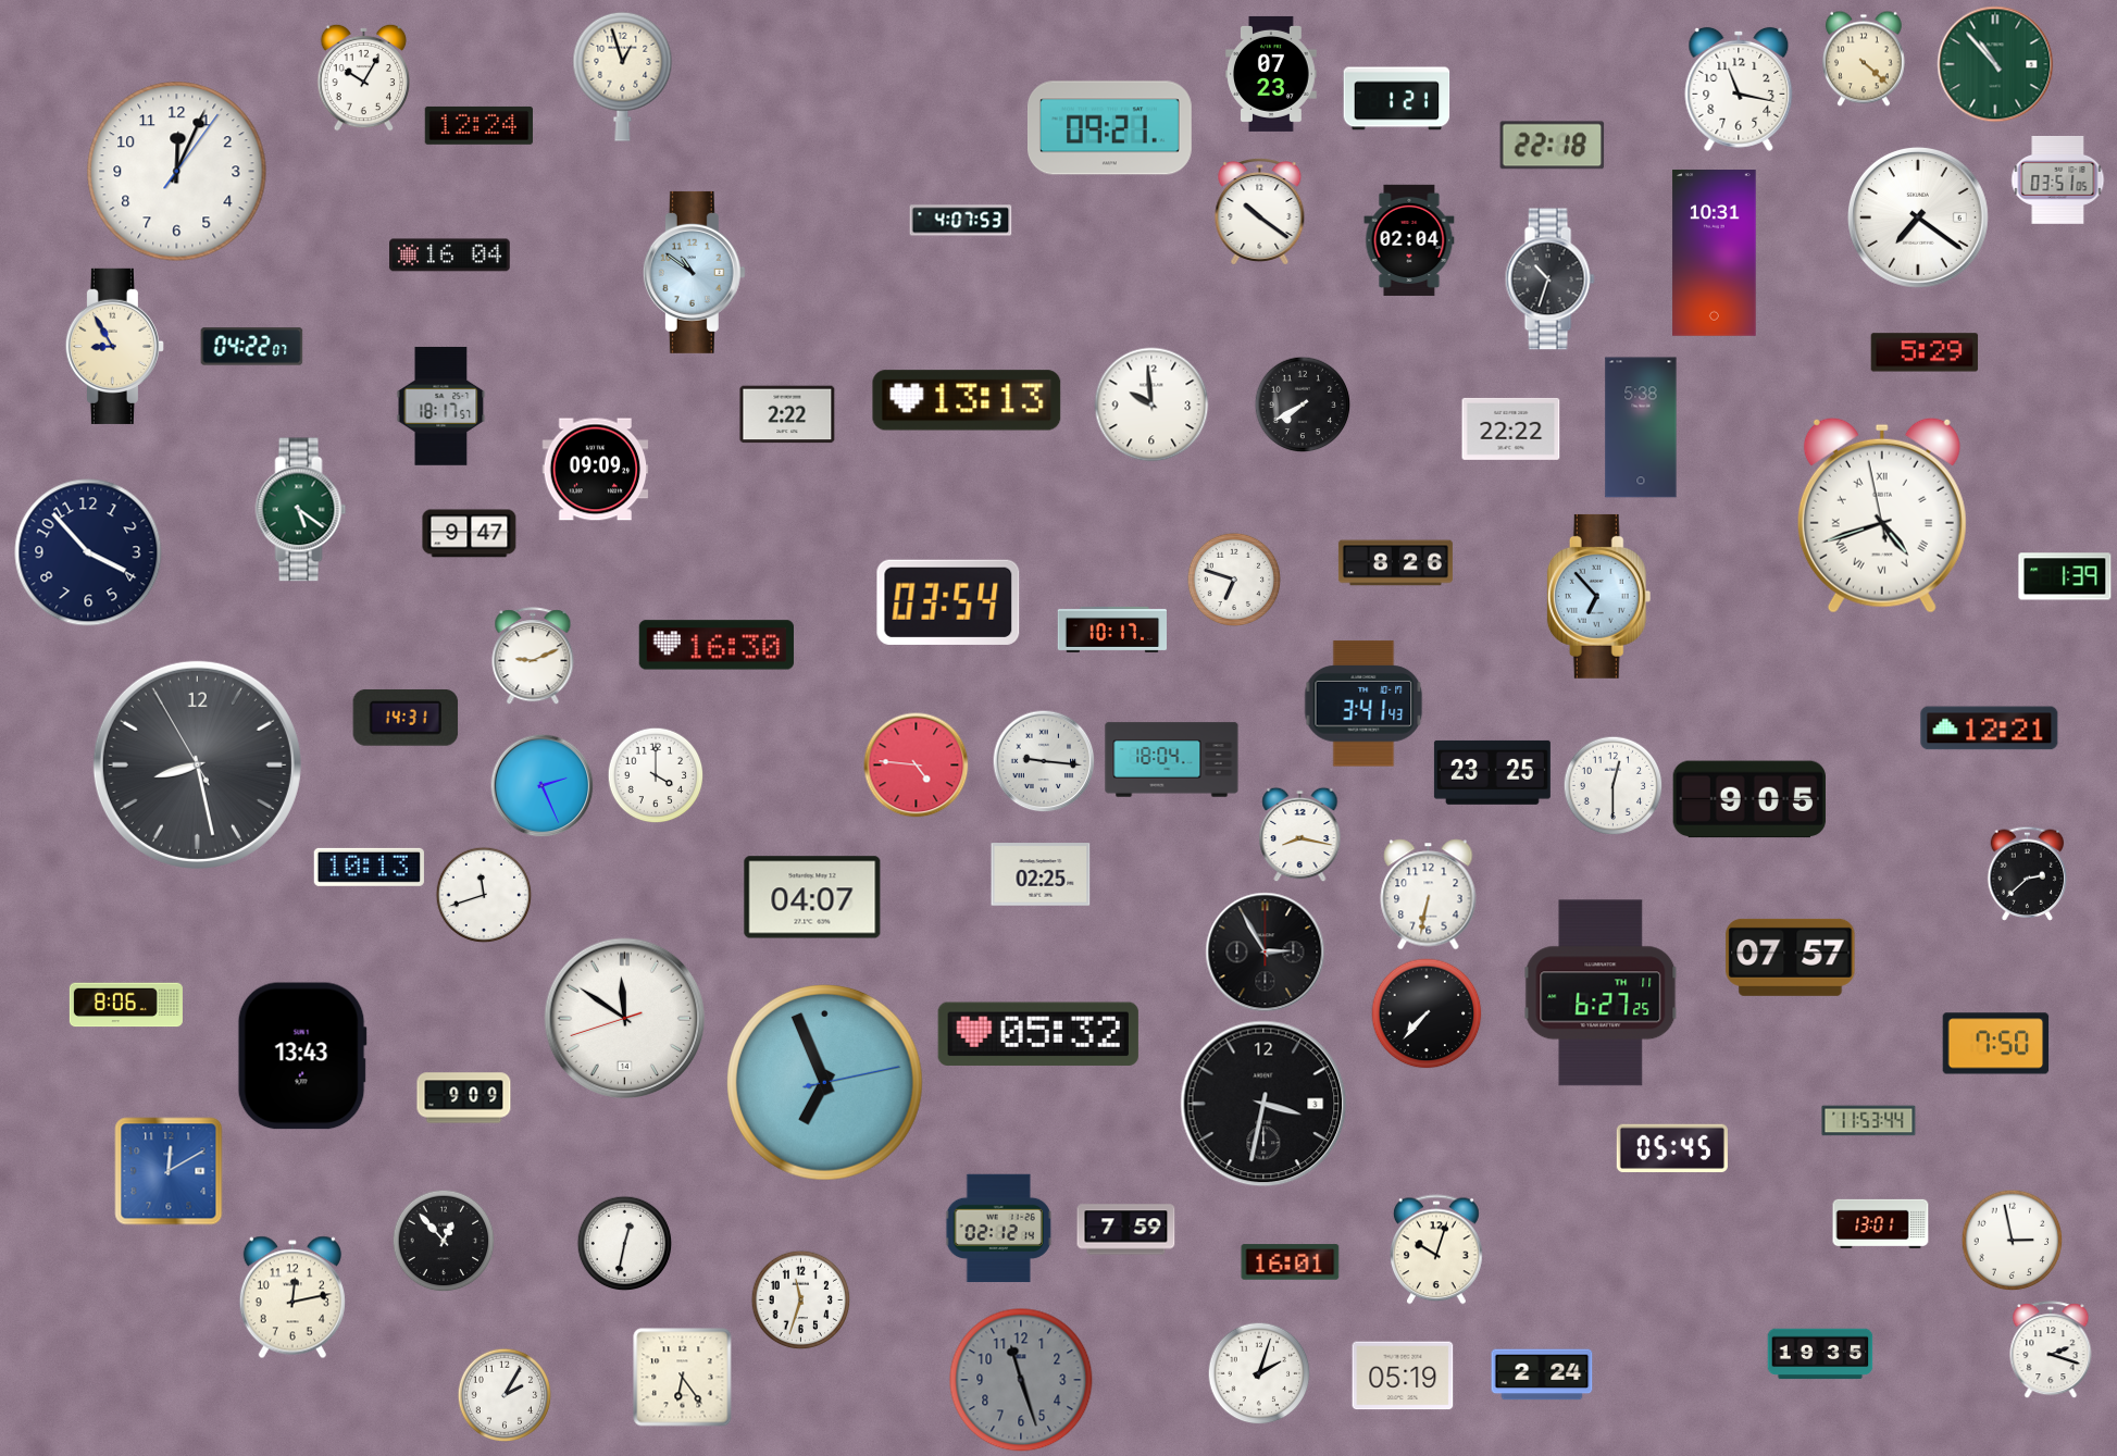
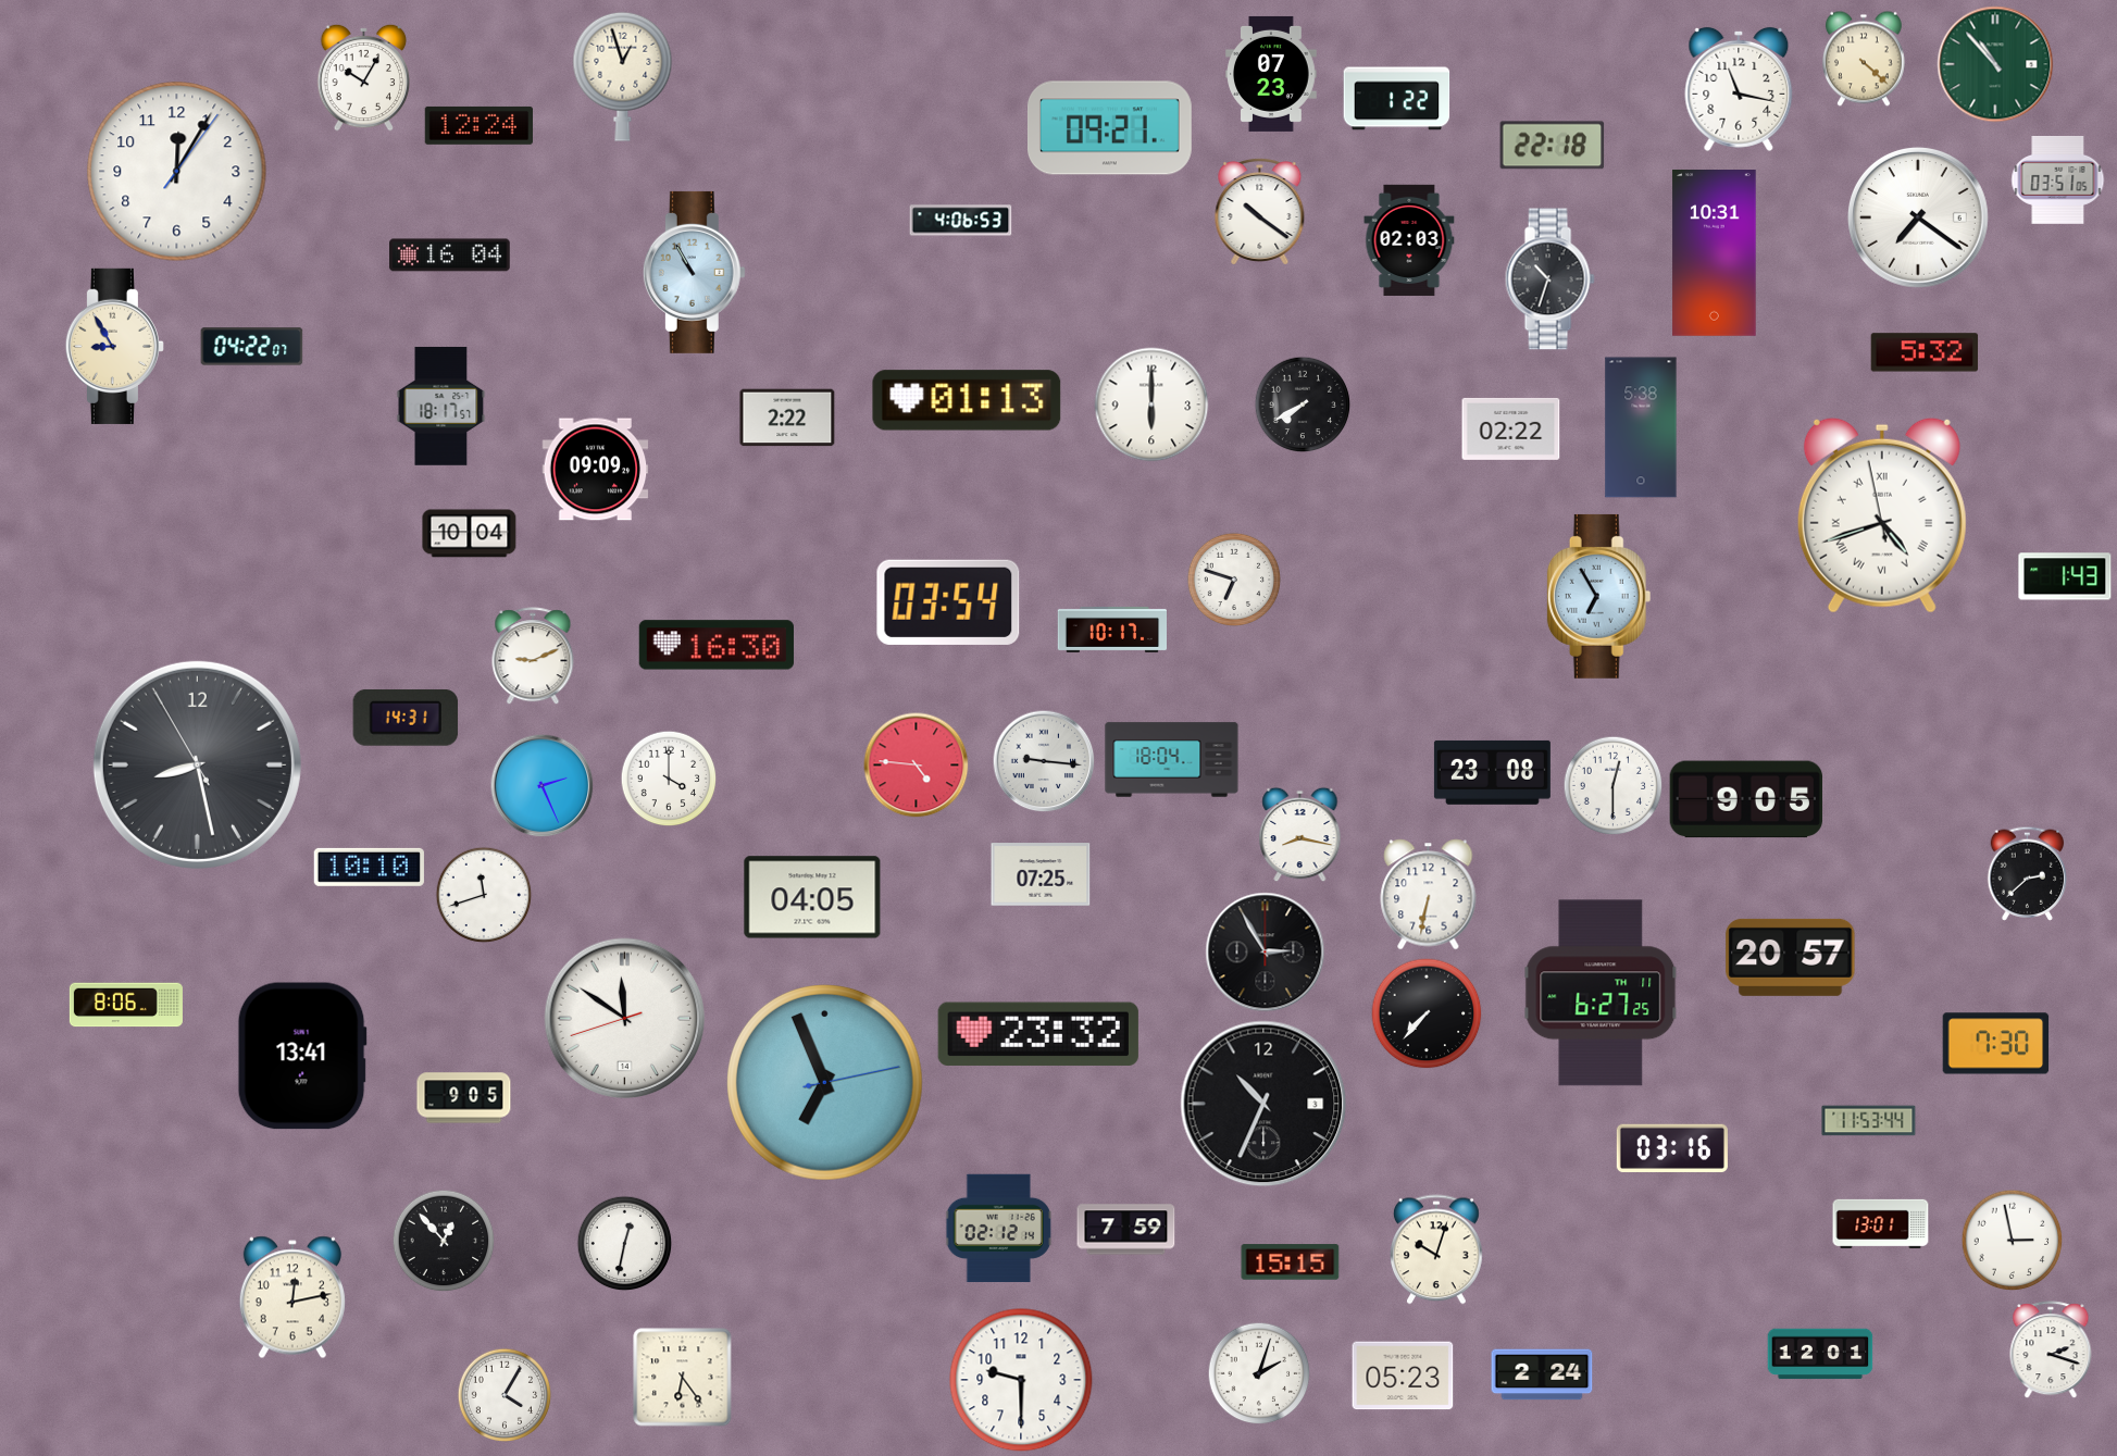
clock at (1397, 99): 1:21 -> 1:22
clock at (177, 172): 12:04 -> 12:05
clock at (961, 221): 4:07 -> 4:06
clock at (1409, 240): 02:04 -> 02:03
clock at (694, 272): 10:51 -> 10:55
clock at (1925, 352): 5:29 -> 5:32
clock at (967, 400): 13:13 -> 01:13
clock at (1151, 405): 9:59 -> 6:00
clock at (787, 414) position: (787, 414) -> (787, 418)
clock at (1511, 428): 22:22 -> 02:22
clock at (301, 510): 5:21 -> none
clock at (470, 534): 9:47 -> 10:04
clock at (88, 552): 3:53 -> none
clock at (1395, 563): 8:26 -> none
clock at (2065, 576): 1:39 -> 1:43
clock at (1599, 596): 6:53 -> 6:55
clock at (1363, 704): 3:41 -> none
clock at (1990, 729): 12:21 -> none
clock at (1492, 772): 23:25 -> 23:08
clock at (656, 775) position: (656, 775) -> (669, 779)
clock at (1748, 799) position: (1748, 799) -> (1745, 799)
clock at (369, 867): 10:13 -> 10:10
clock at (1041, 874): 02:25 -> 07:25
clock at (812, 897): 04:07 -> 04:05
clock at (1791, 957): 07:57 -> 20:57
clock at (1038, 1033): 05:32 -> 23:32
clock at (1996, 1044): 7:50 -> 7:30
clock at (302, 1056): 13:43 -> 13:41
clock at (464, 1098): 9:09 -> 9:05
clock at (1263, 1104): 3:32 -> 10:34
clock at (1672, 1147): 05:45 -> 03:16
clock at (169, 1171): 12:10 -> none
clock at (1291, 1262): 16:01 -> 15:15
clock at (800, 1299): 11:33 -> none
clock at (1820, 1354): 19:35 -> 12:01
clock at (1403, 1376): 05:19 -> 05:23
clock at (1021, 1380): 11:27 -> 9:30
clock at (1021, 1380) dial: grey -> white
clock at (505, 1395): 2:05 -> 4:05
